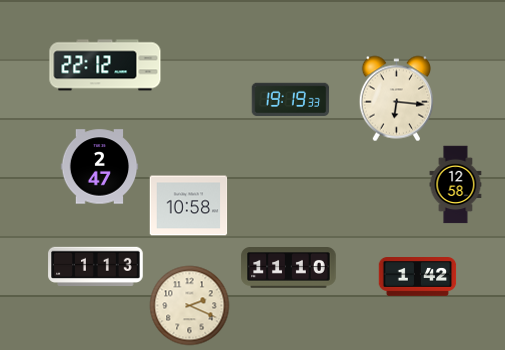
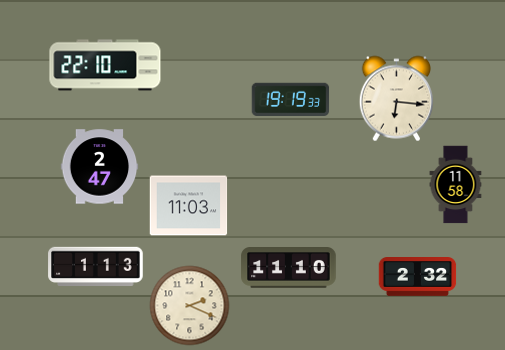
clock at (105, 65): 22:12 -> 22:10
clock at (456, 184): 12:58 -> 11:58
clock at (188, 206): 10:58 -> 11:03
clock at (417, 277): 1:42 -> 2:32
